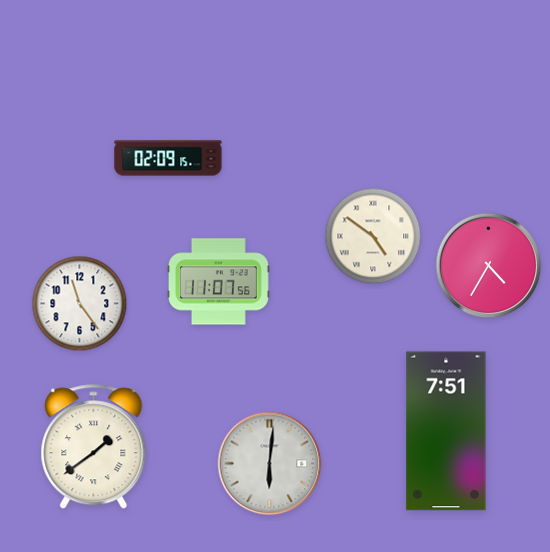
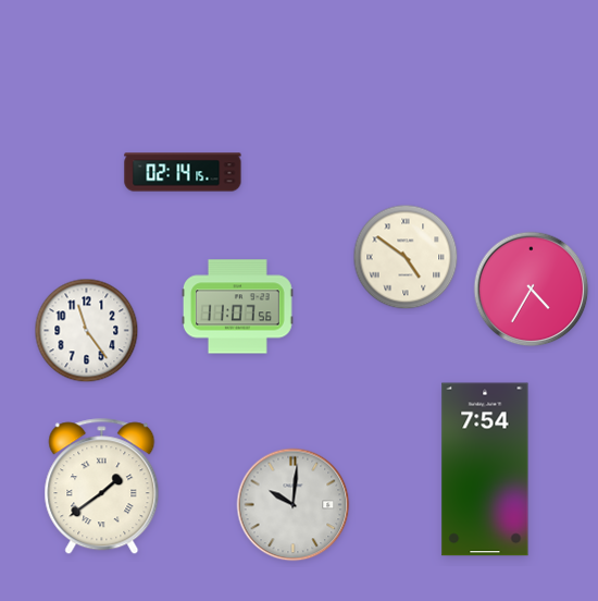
clock at (168, 158): 02:09 -> 02:14
clock at (446, 431): 7:51 -> 7:54
clock at (270, 464): 6:01 -> 10:01
